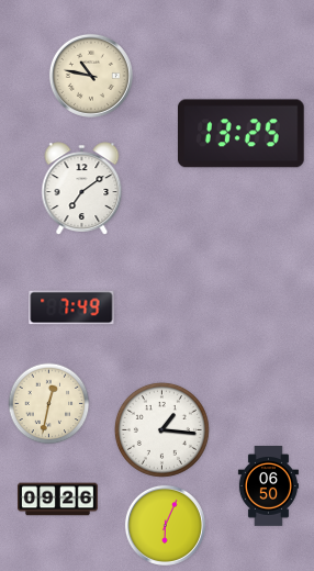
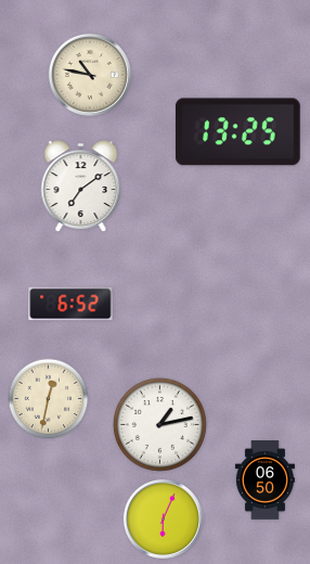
clock at (71, 307): 7:49 -> 6:52
clock at (161, 429): 1:16 -> 1:13
clock at (58, 500): 09:26 -> none
